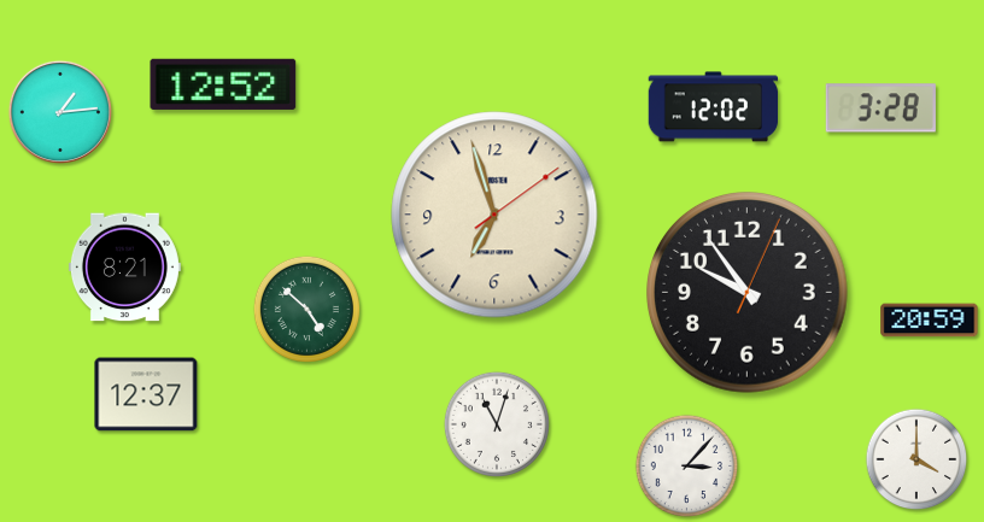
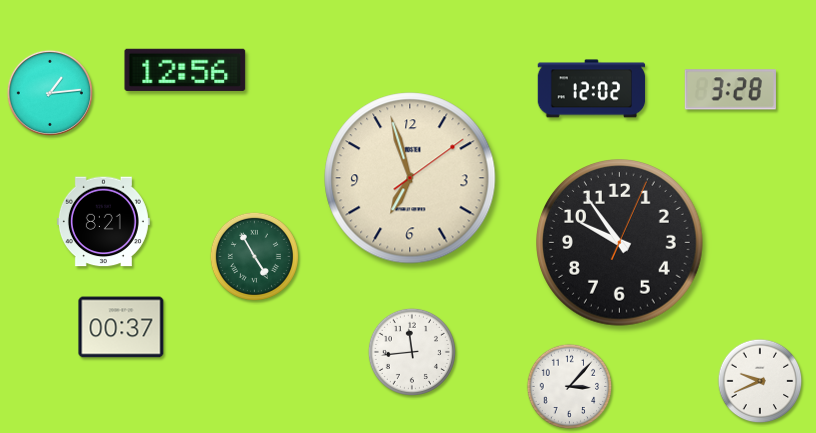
clock at (223, 84): 12:52 -> 12:56
clock at (306, 309): 4:52 -> 4:55
clock at (930, 321): 20:59 -> none
clock at (146, 394): 12:37 -> 00:37
clock at (497, 424): 11:03 -> 11:44
clock at (916, 459): 4:00 -> 9:41
